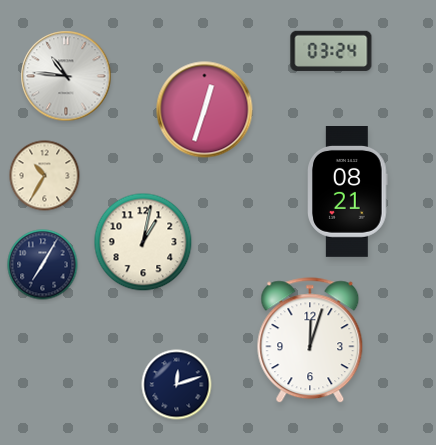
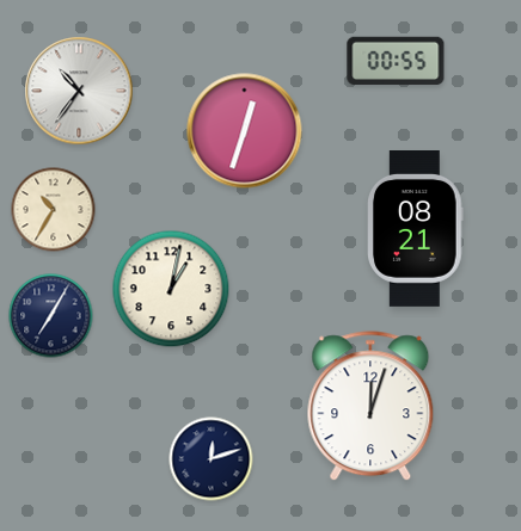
clock at (331, 51): 03:24 -> 00:55
clock at (66, 76): 10:46 -> 10:36
